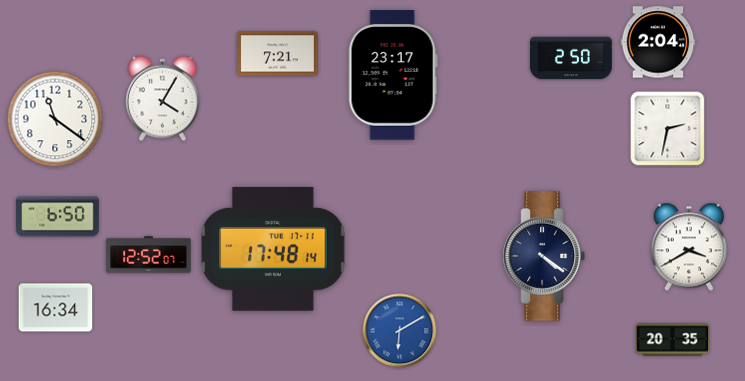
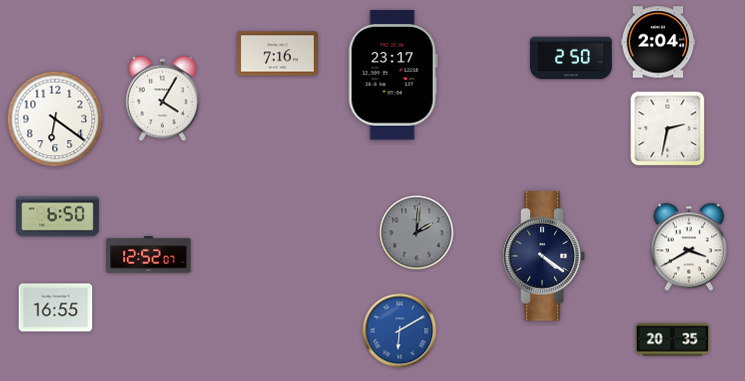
clock at (277, 54): 7:21 -> 7:16
clock at (55, 119): 11:21 -> 6:21
clock at (417, 233): none -> 2:01
clock at (273, 249): 17:48 -> none
clock at (56, 308): 16:34 -> 16:55
